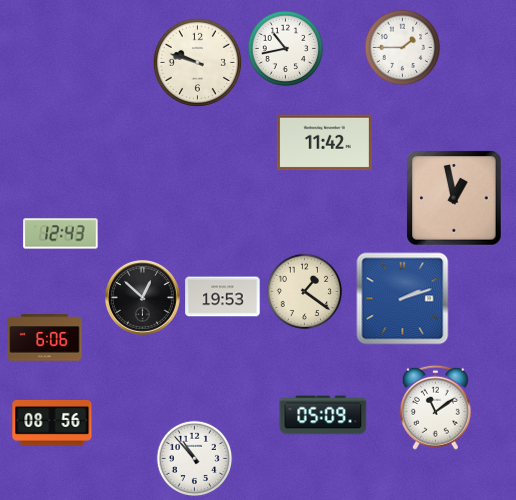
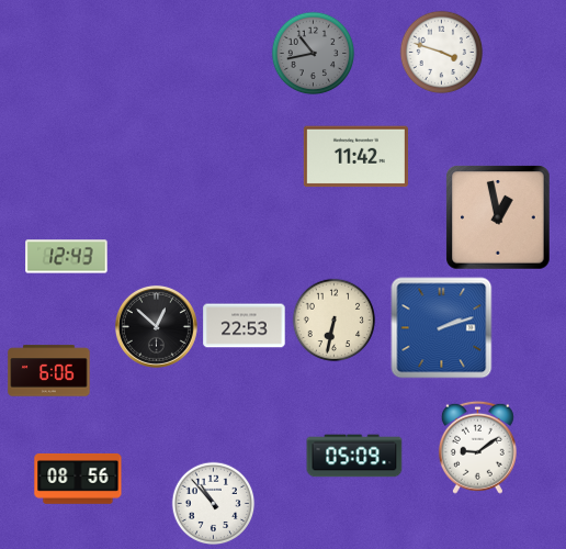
clock at (403, 48): 1:45 -> 3:48
clock at (286, 49) dial: white -> grey
clock at (197, 62): 9:48 -> none
clock at (305, 292): 1:21 -> 6:32
clock at (223, 297): 19:53 -> 22:53
clock at (435, 407): 11:09 -> 9:09
clock at (52, 423) position: (52, 423) -> (78, 479)
